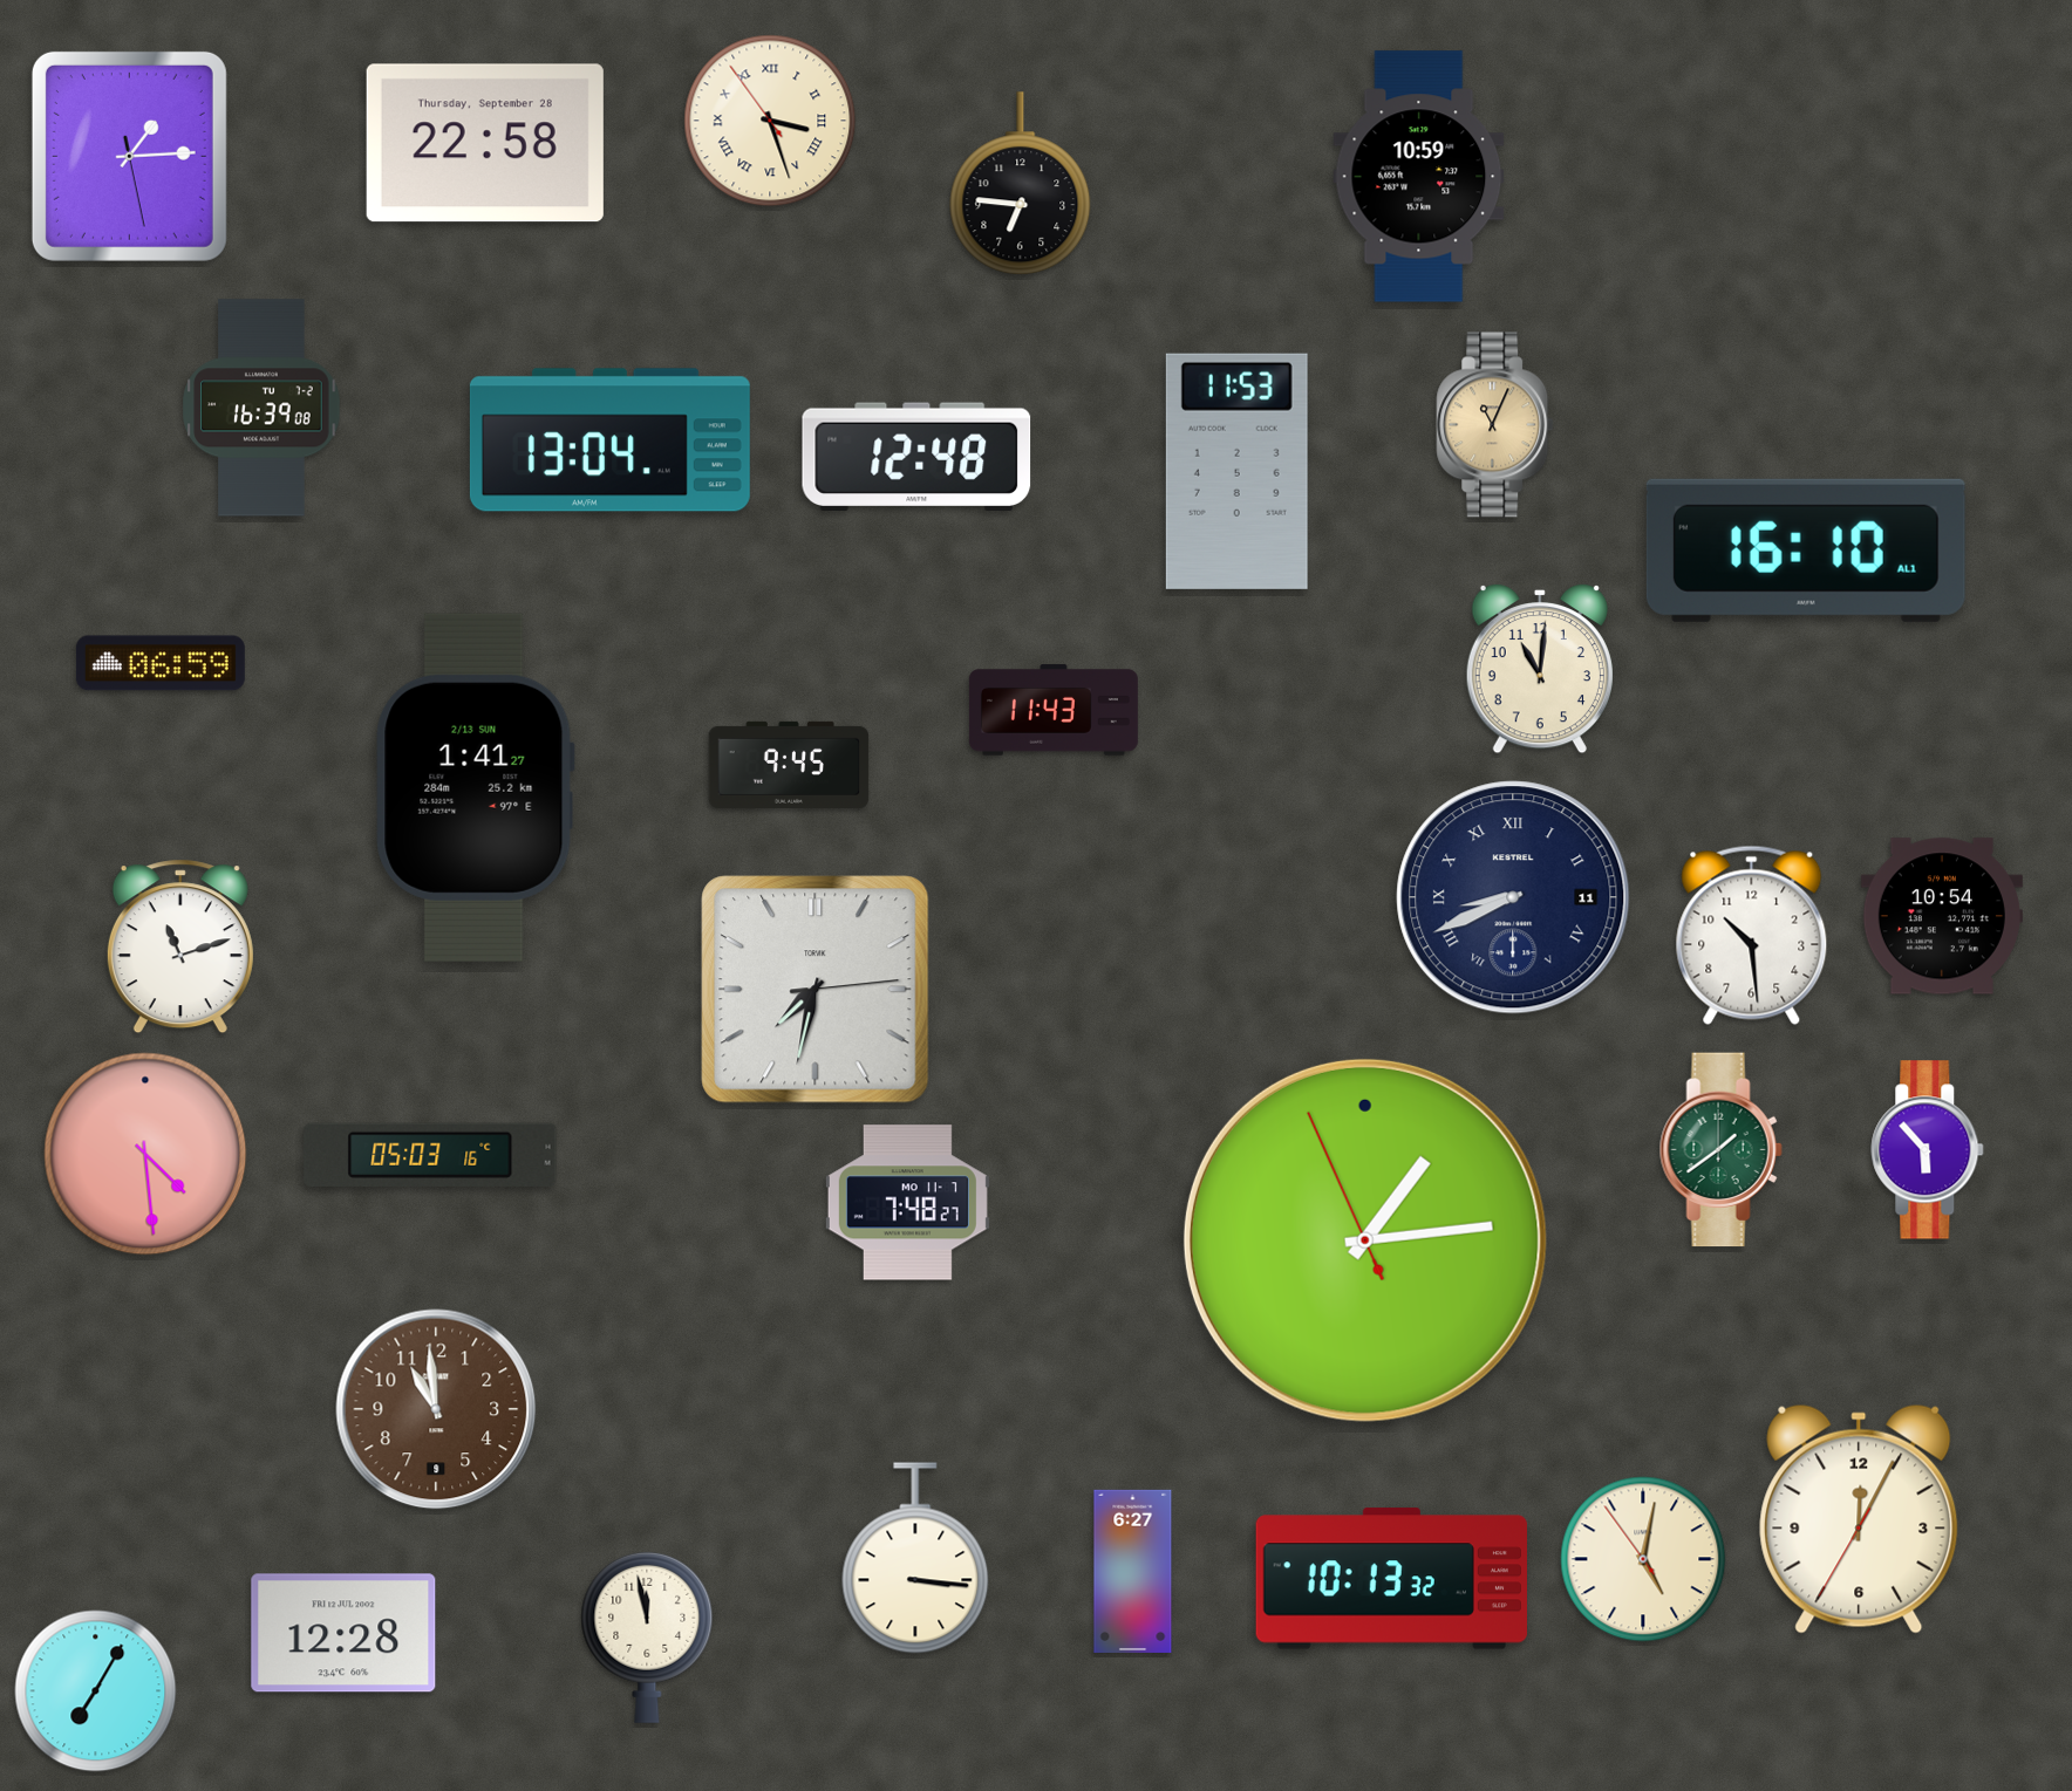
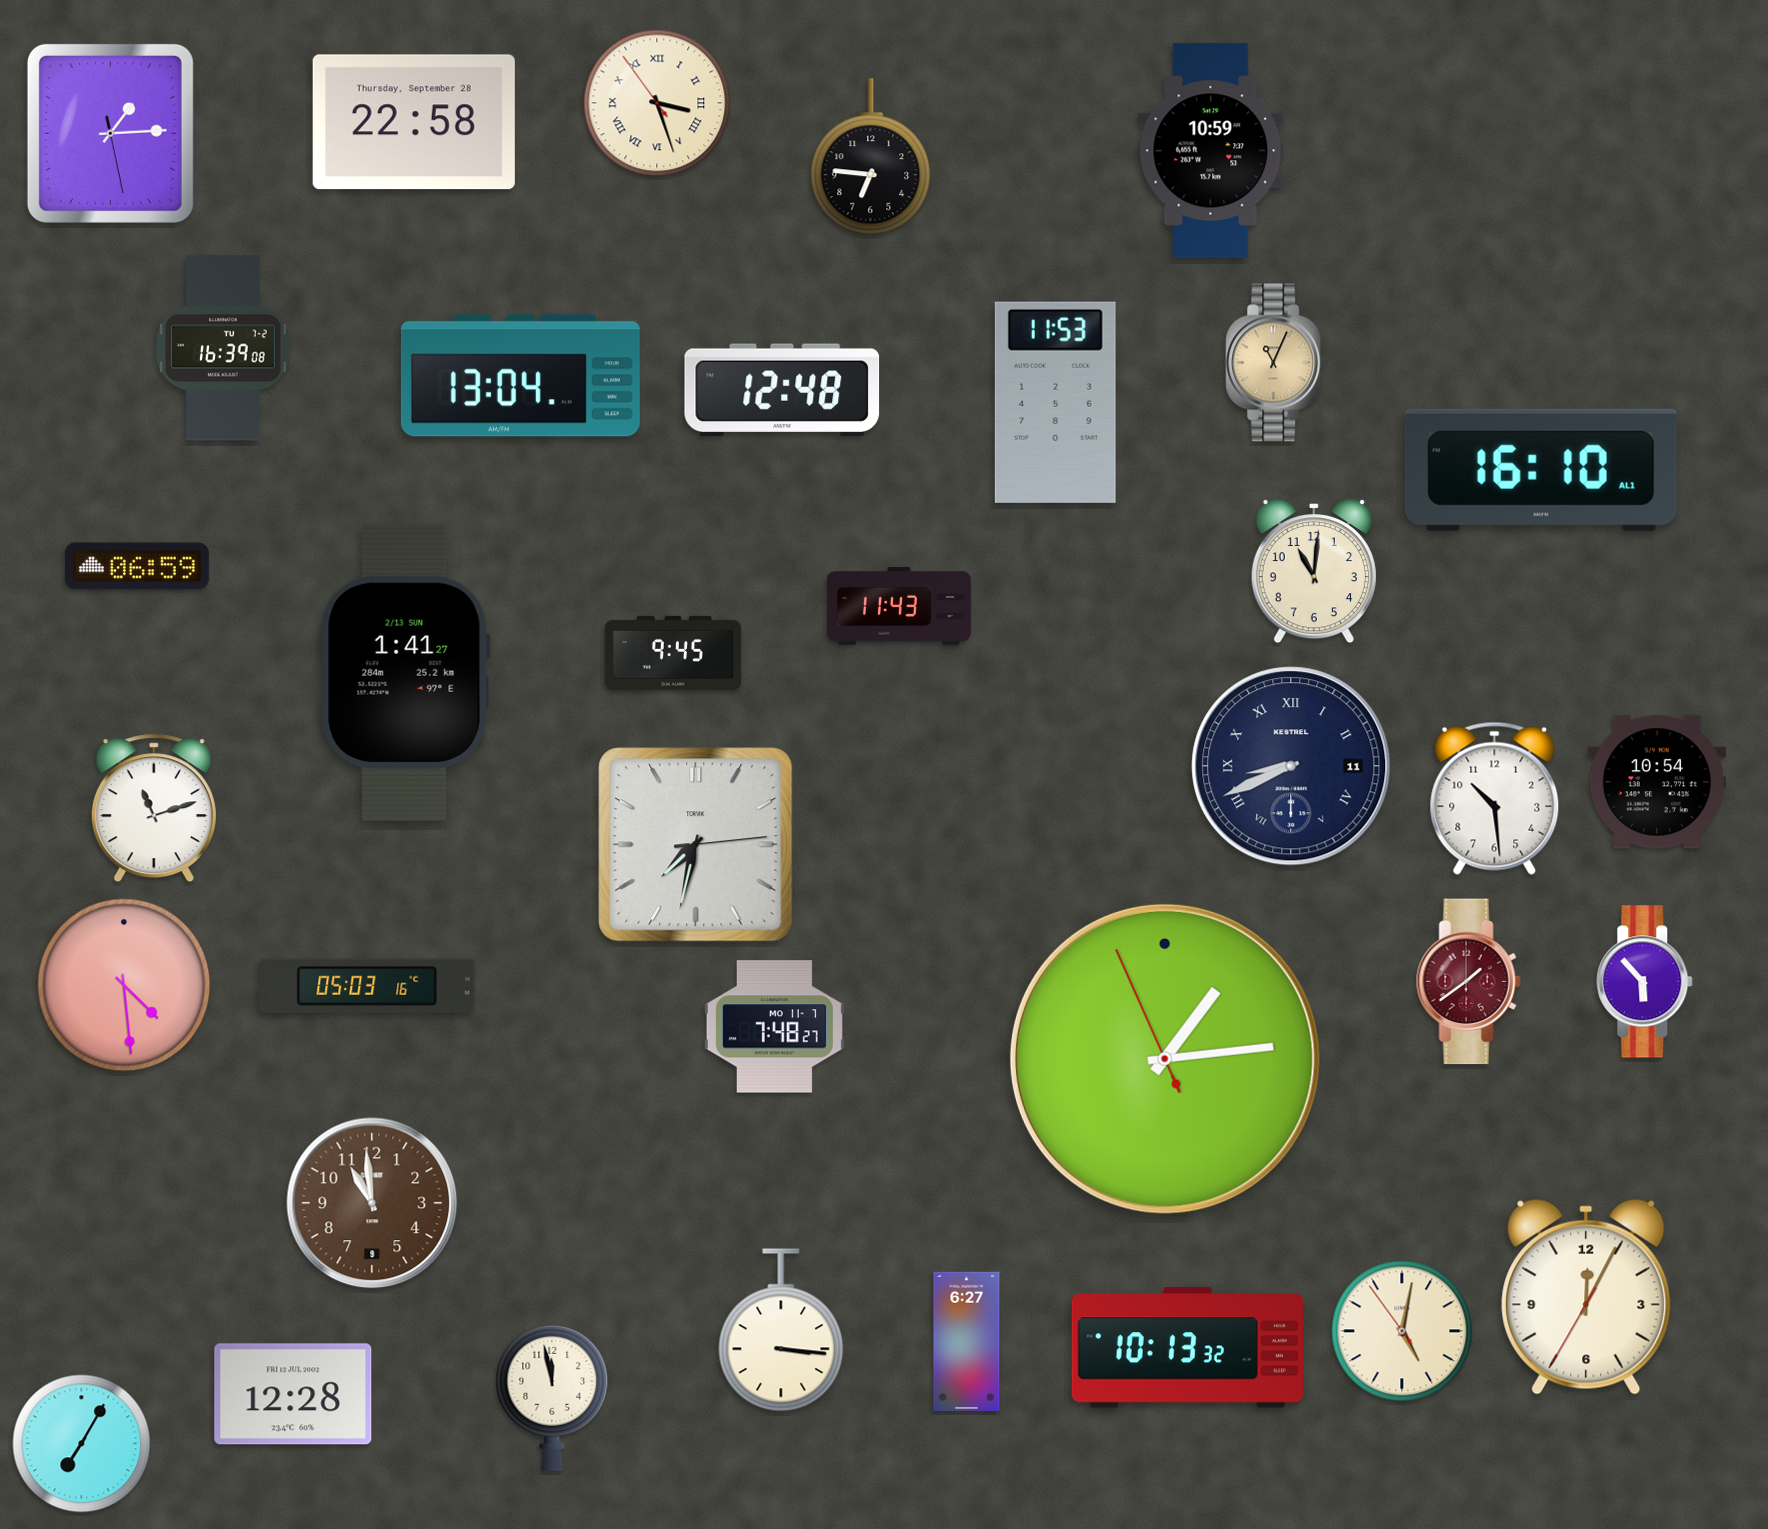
clock at (1720, 1150) dial: green -> burgundy
